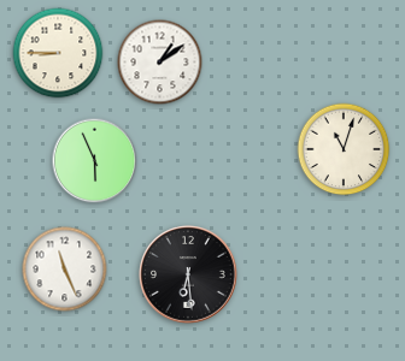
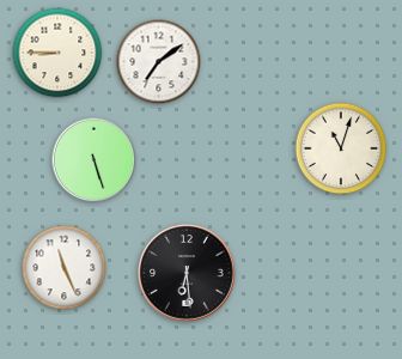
clock at (160, 63): 1:09 -> 7:09
clock at (95, 161): 5:56 -> 5:27
